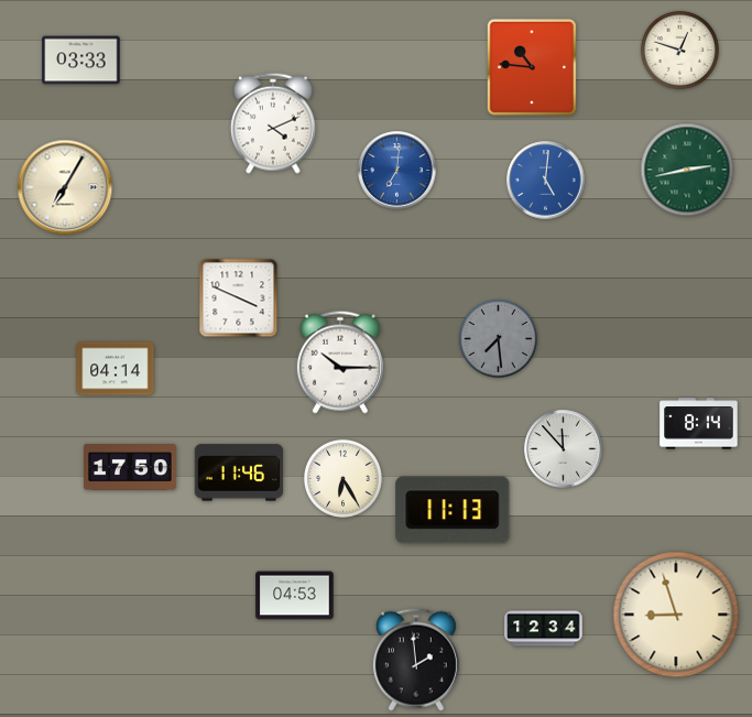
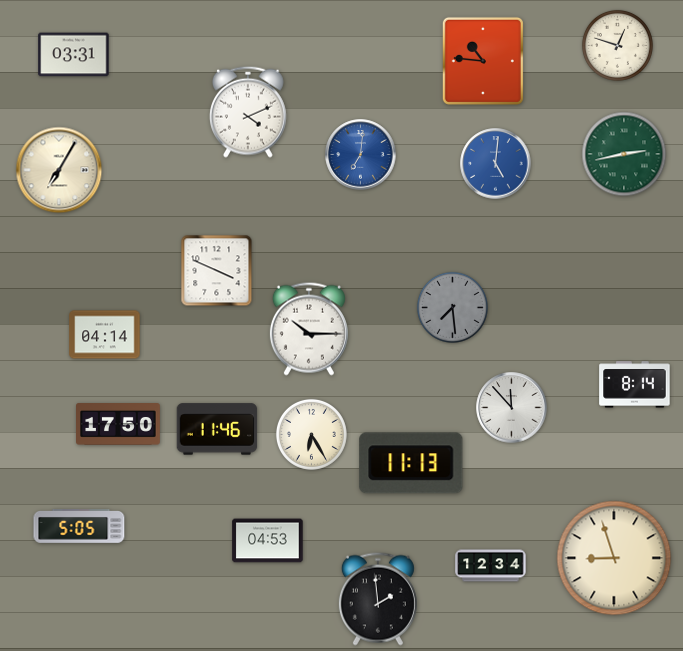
clock at (81, 61): 03:33 -> 03:31
clock at (79, 527): none -> 5:05
clock at (544, 629) position: (544, 629) -> (491, 566)
